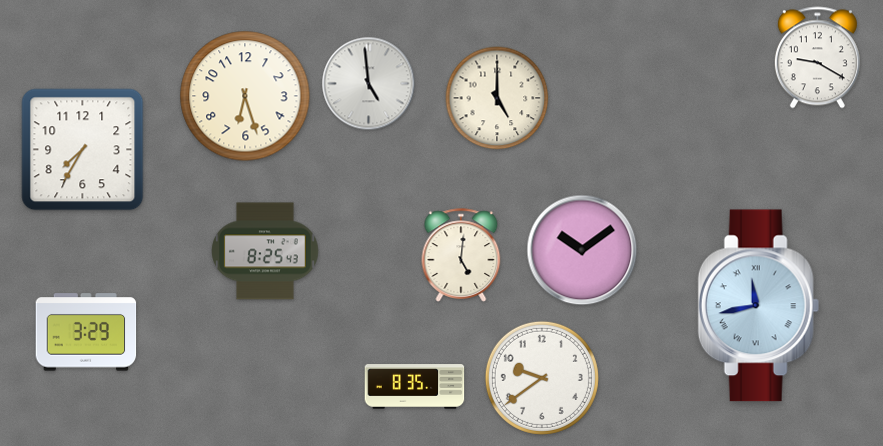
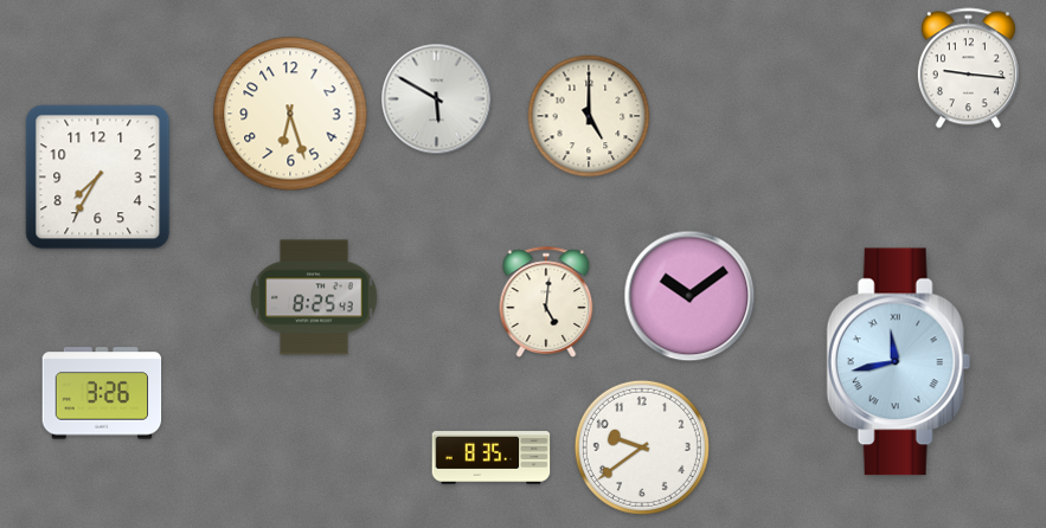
clock at (817, 58): 9:20 -> 9:16
clock at (369, 84): 4:59 -> 5:50
clock at (86, 332): 3:29 -> 3:26
